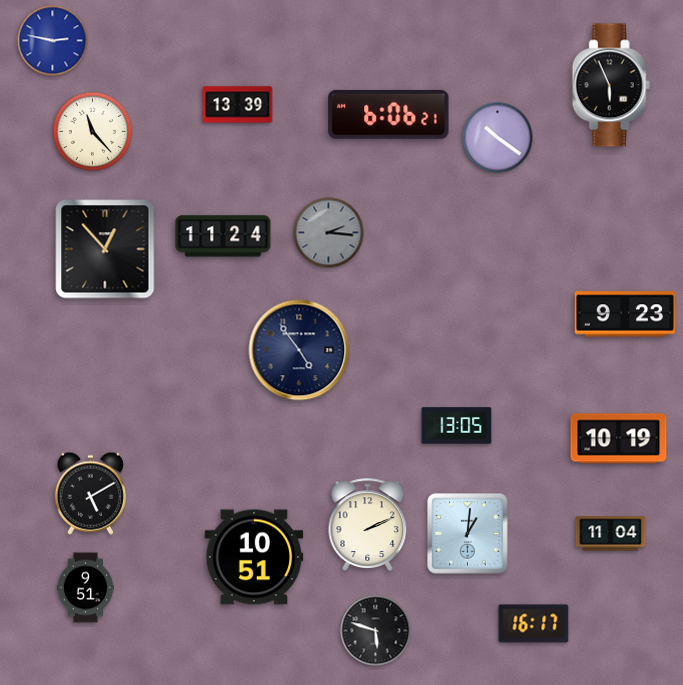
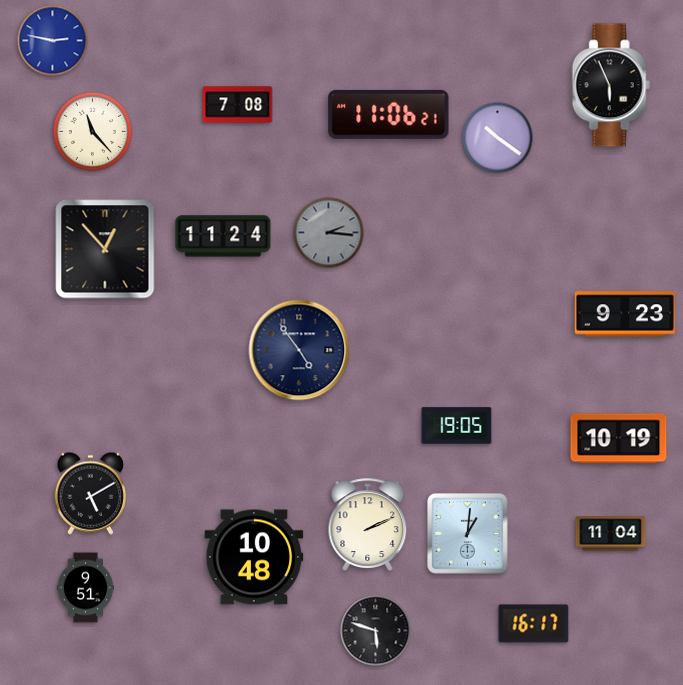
clock at (238, 105): 13:39 -> 7:08
clock at (389, 114): 6:06 -> 11:06
clock at (457, 426): 13:05 -> 19:05
clock at (254, 557): 10:51 -> 10:48
